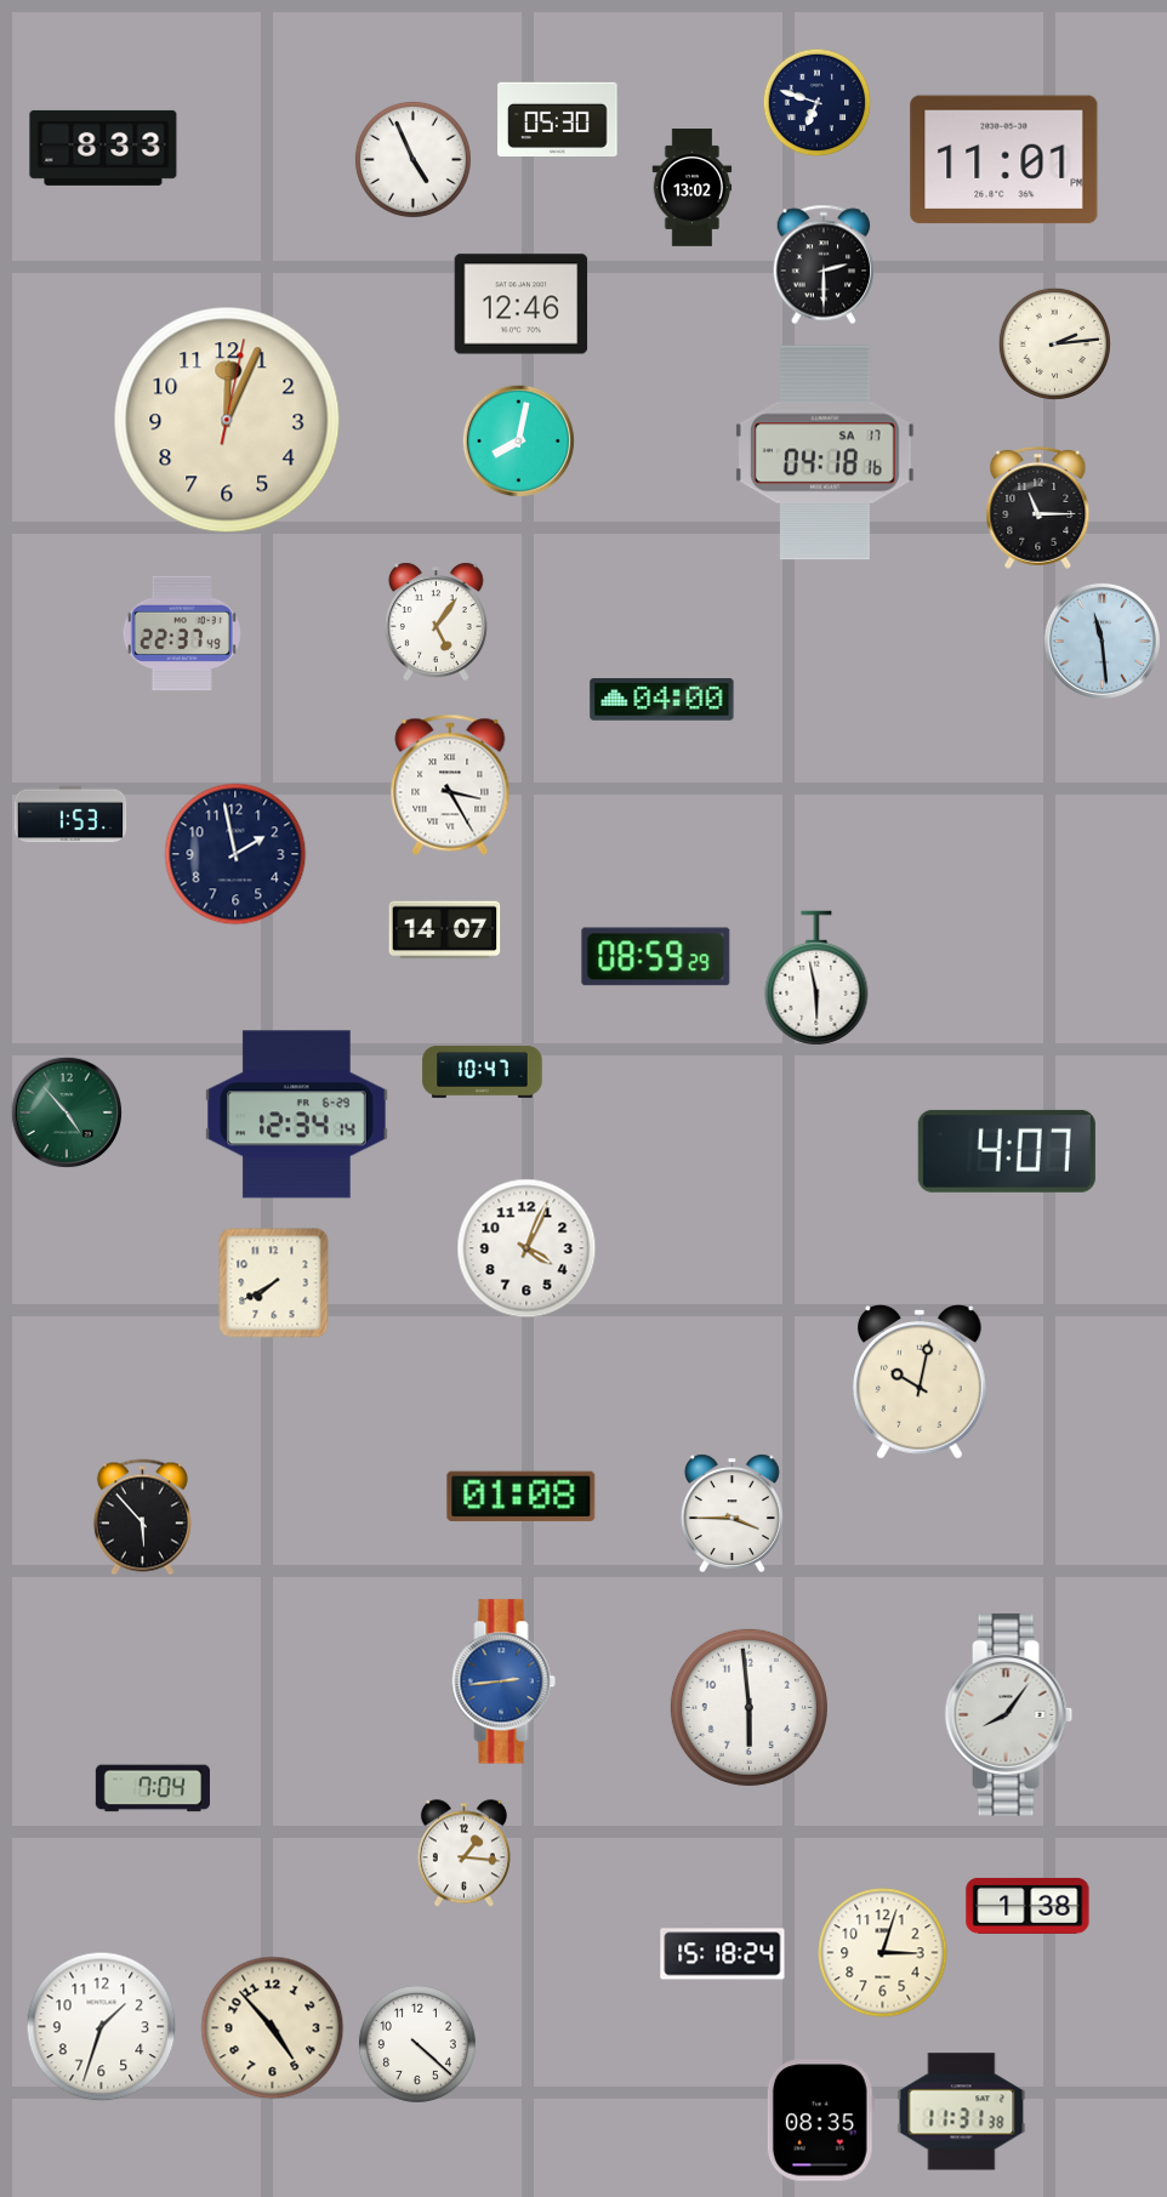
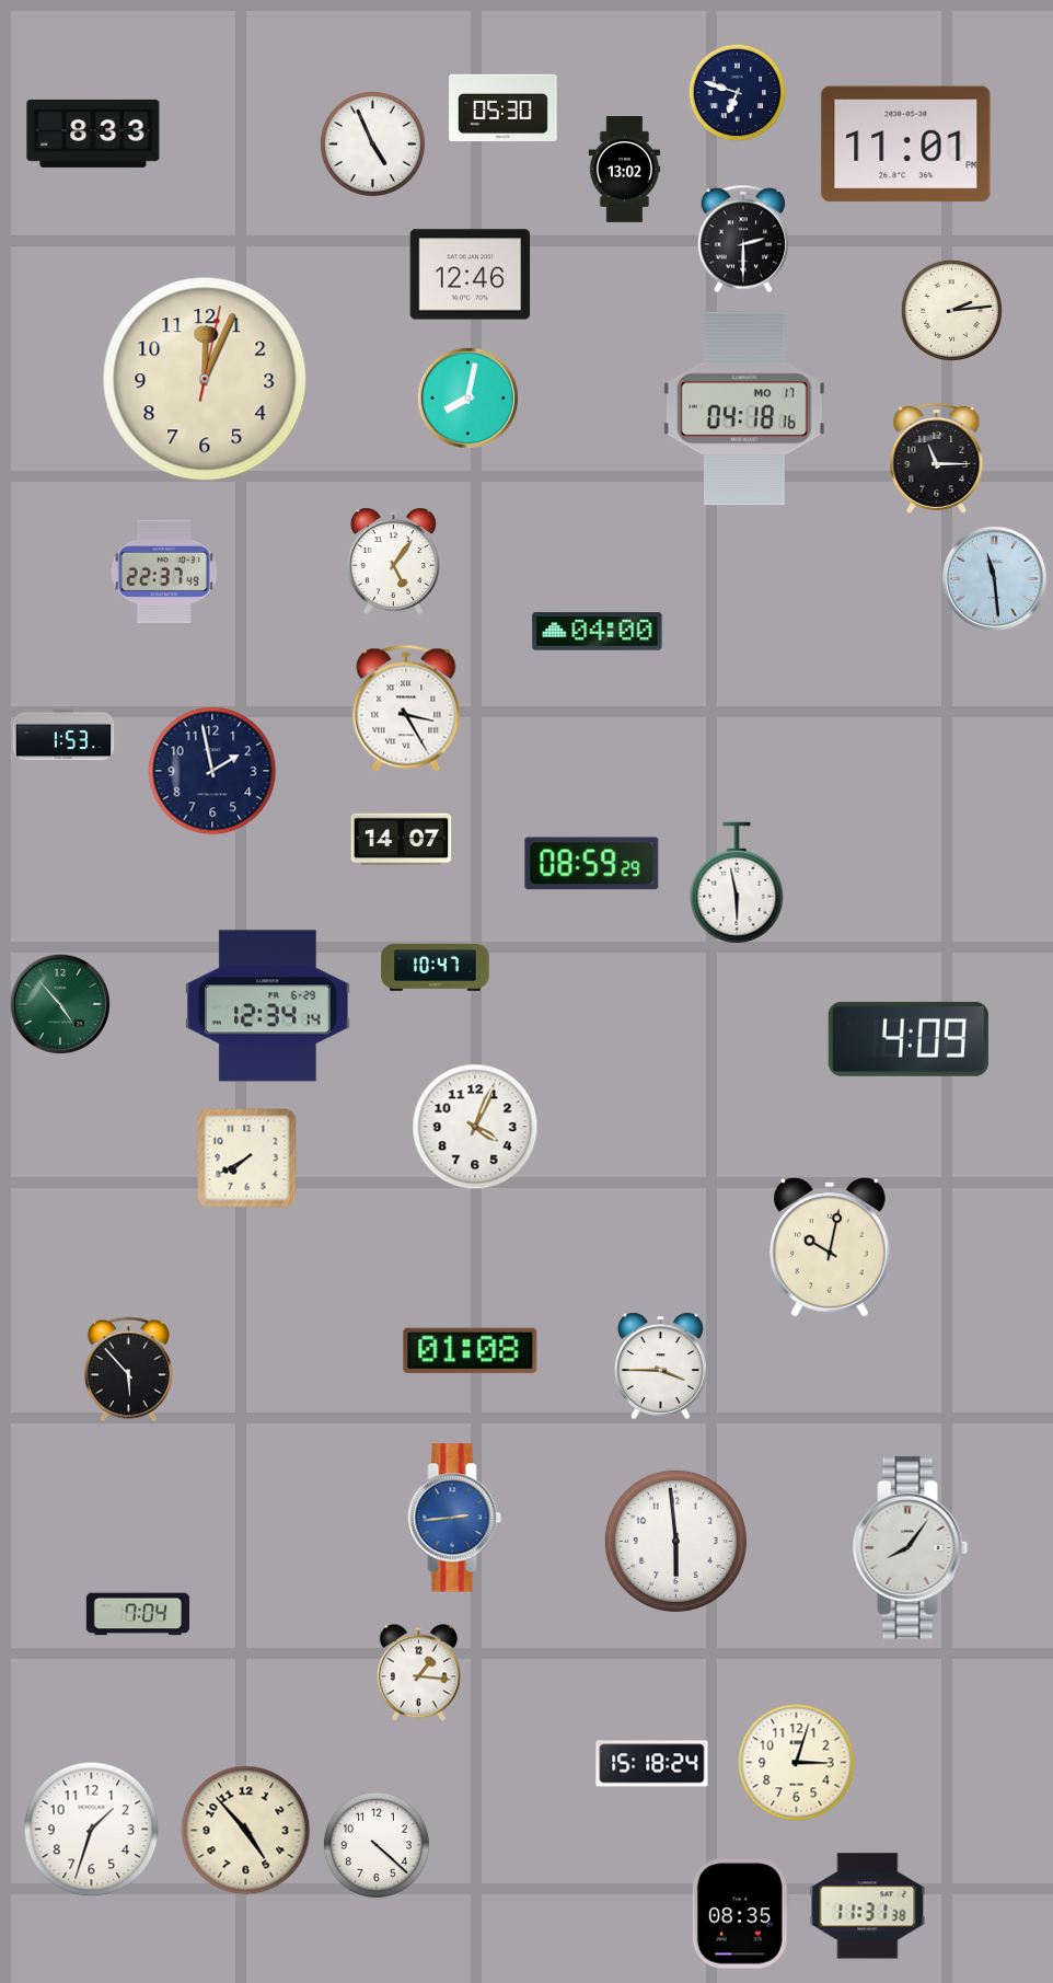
clock at (825, 453) date: SA 17 -> MO 17
clock at (1007, 1151): 4:07 -> 4:09
clock at (1027, 1906): 1:38 -> none
